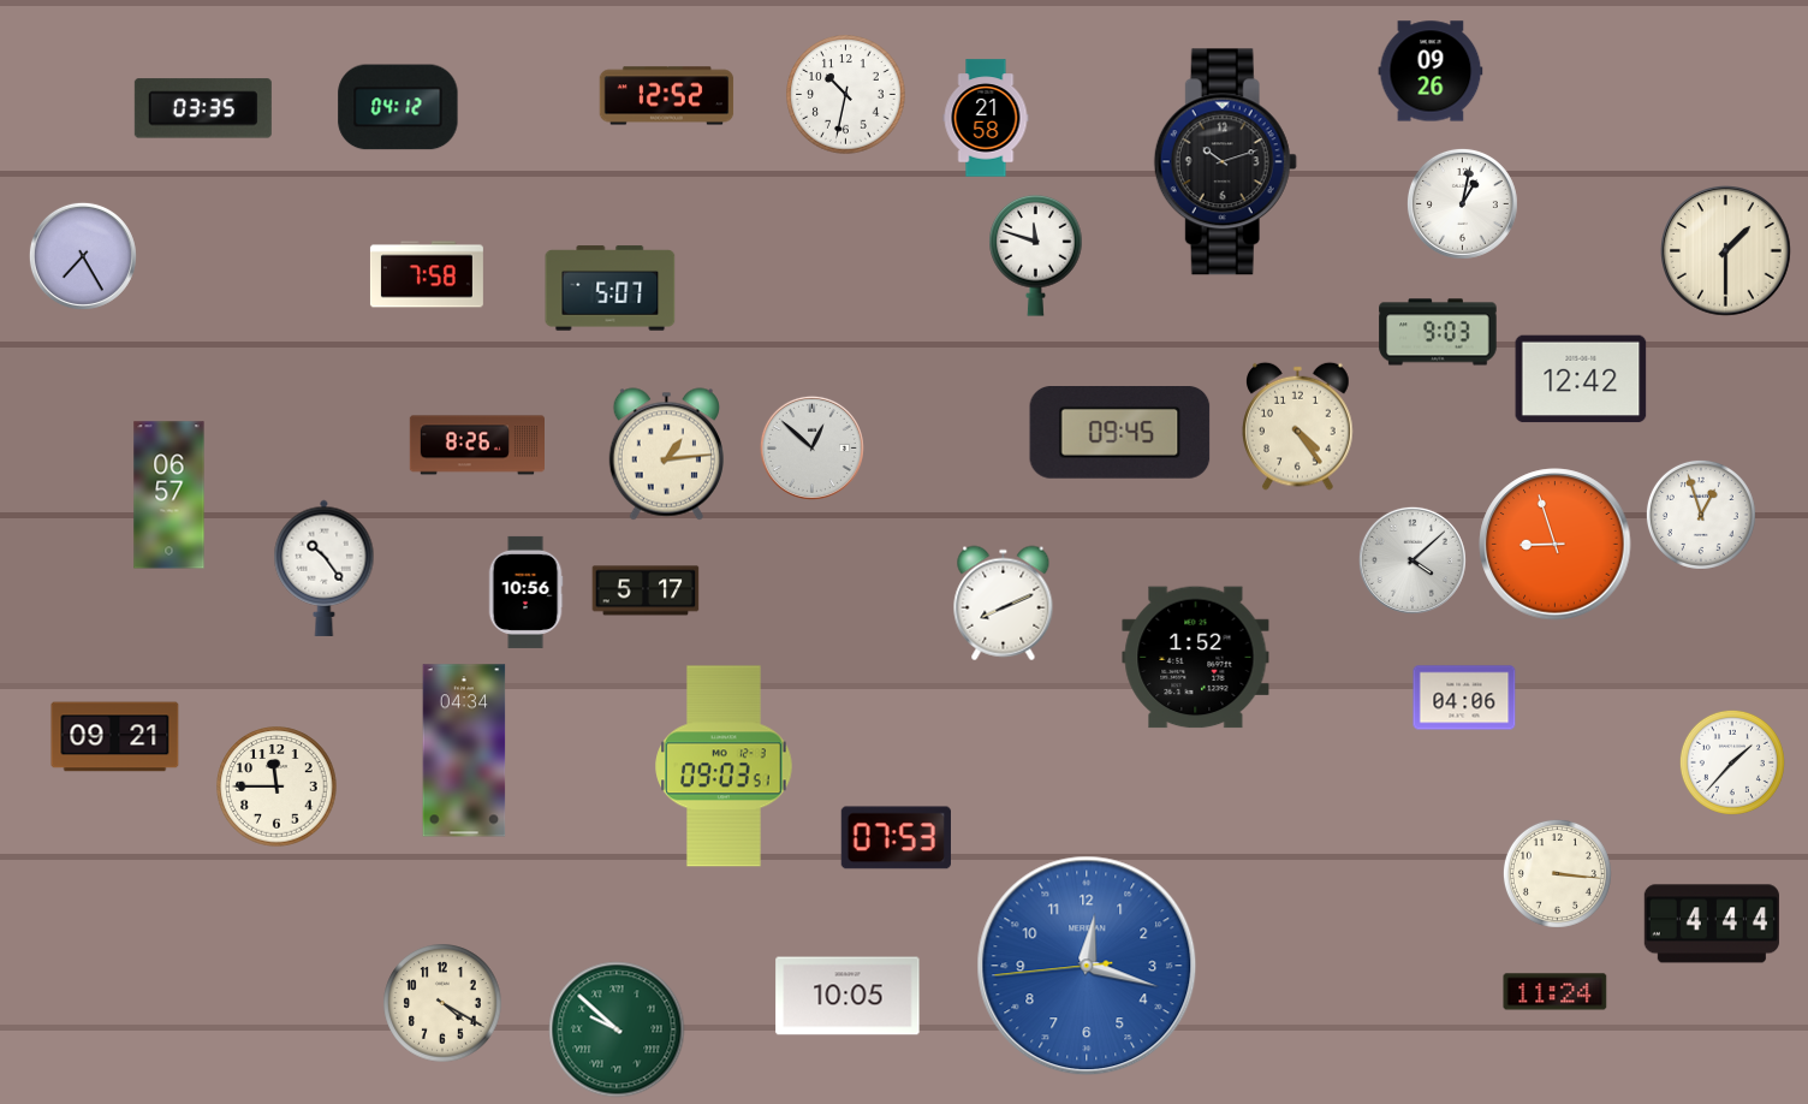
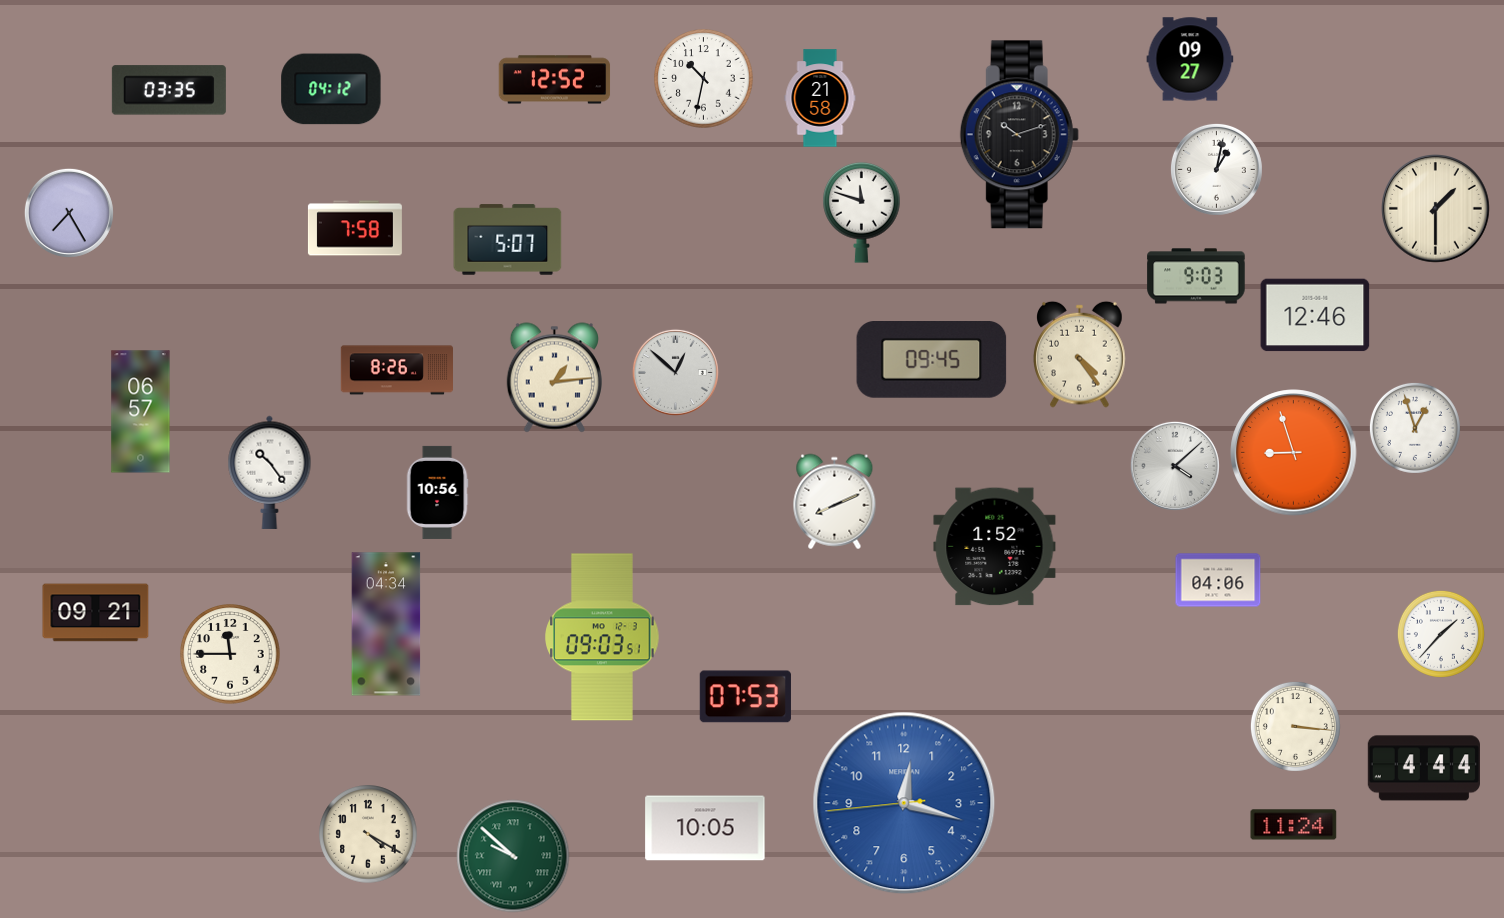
clock at (1431, 71): 09:26 -> 09:27
clock at (1581, 379): 12:42 -> 12:46
clock at (646, 590): 5:17 -> none
